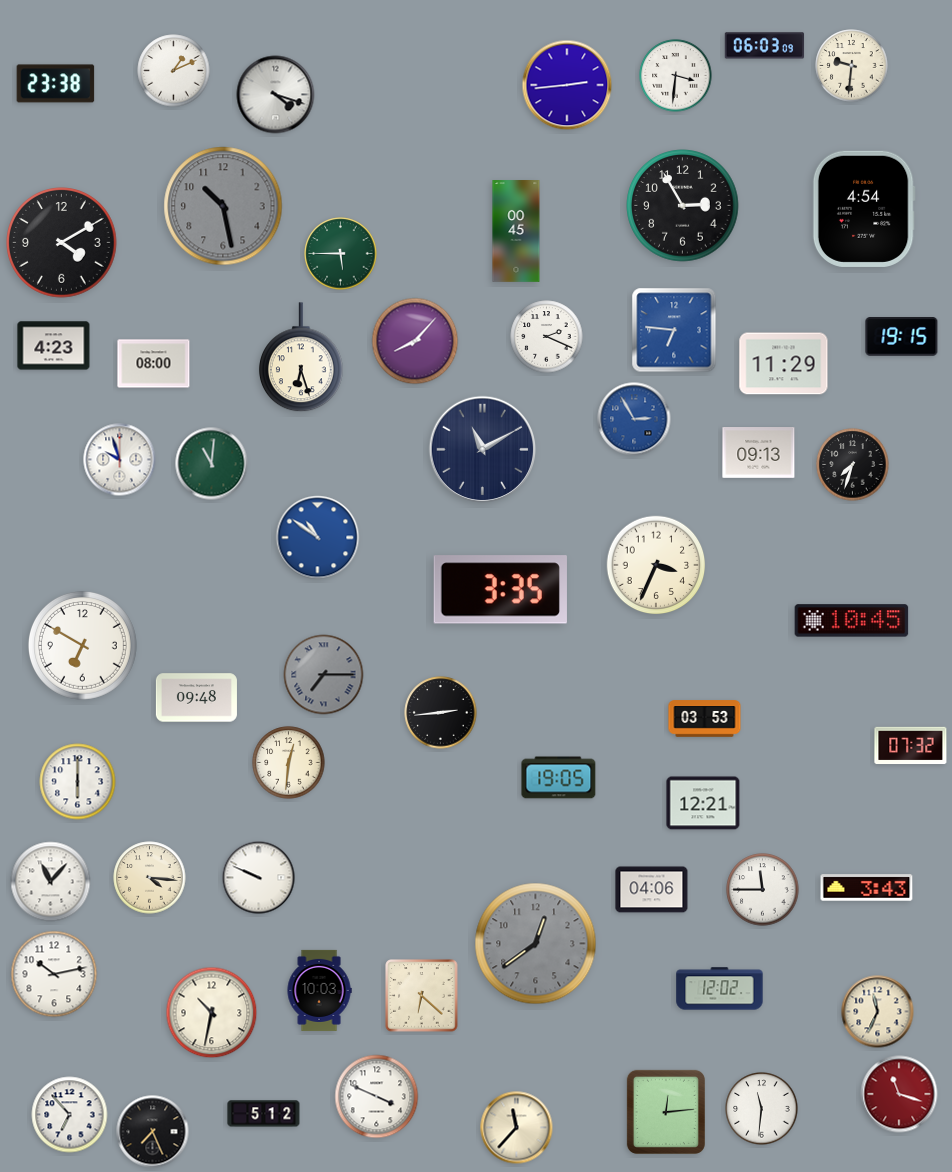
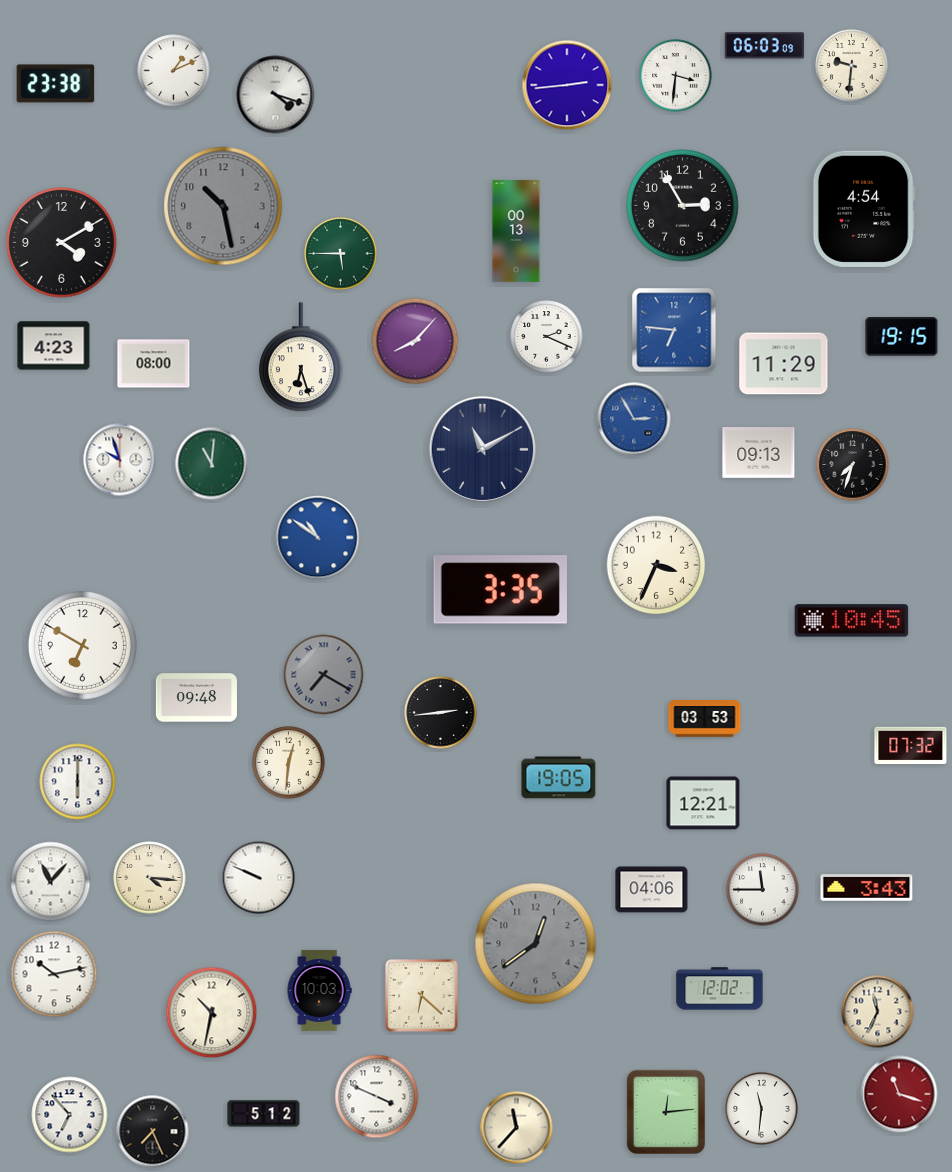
clock at (516, 231): 00:45 -> 00:13
clock at (324, 675): 7:15 -> 7:20
